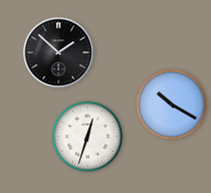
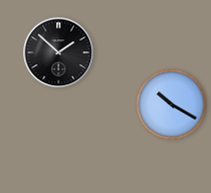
clock at (88, 137): 12:33 -> none
